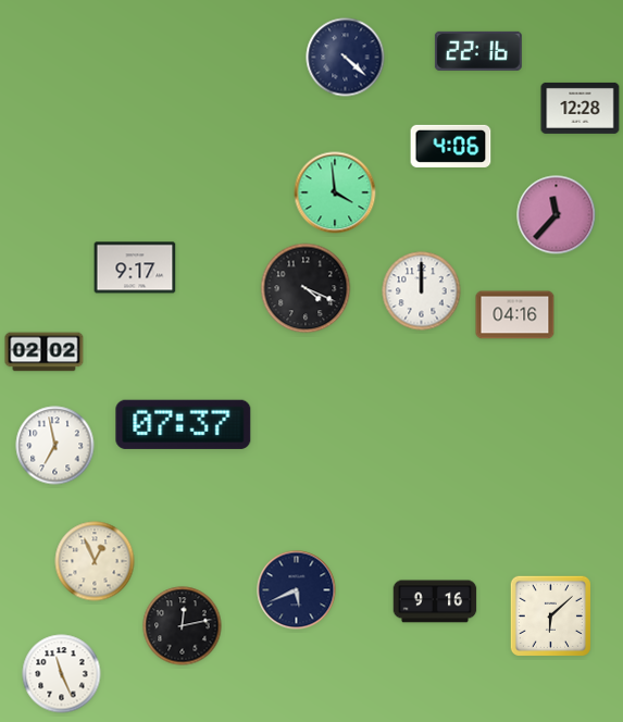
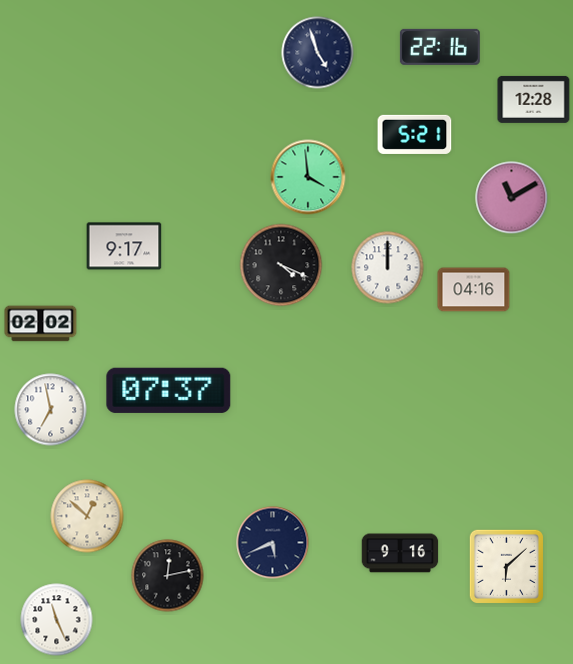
clock at (346, 58): 4:22 -> 4:57
clock at (451, 146): 4:06 -> 5:21
clock at (557, 215): 11:37 -> 11:10
clock at (95, 561): 12:56 -> 12:52
